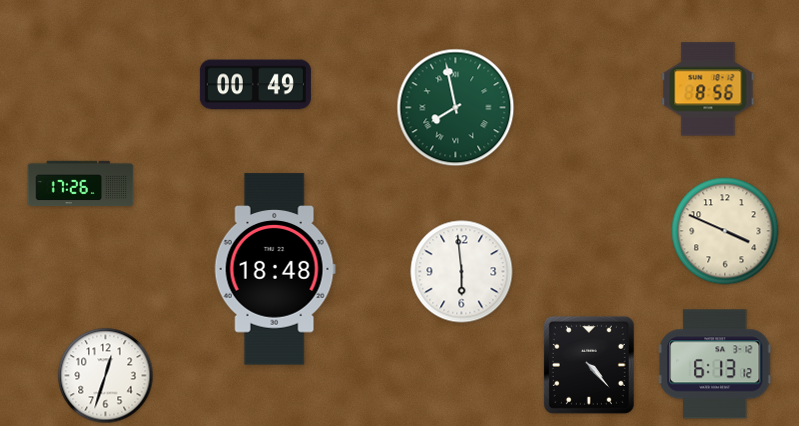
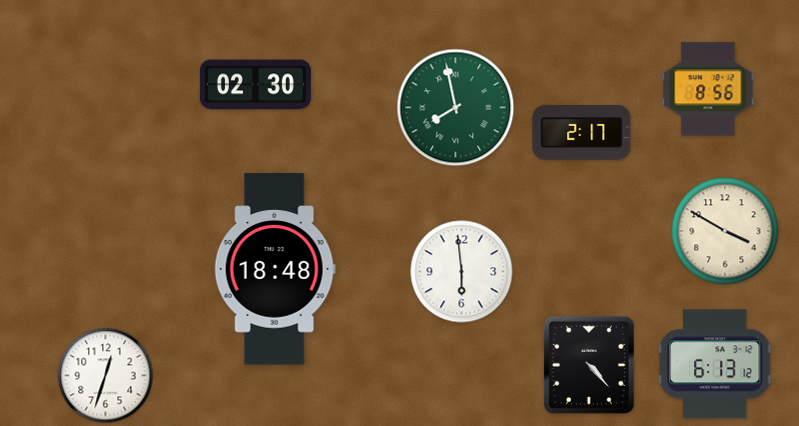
clock at (255, 85): 00:49 -> 02:30
clock at (582, 132): none -> 2:17
clock at (81, 184): 17:26 -> none
clock at (725, 231): 3:49 -> 3:50
